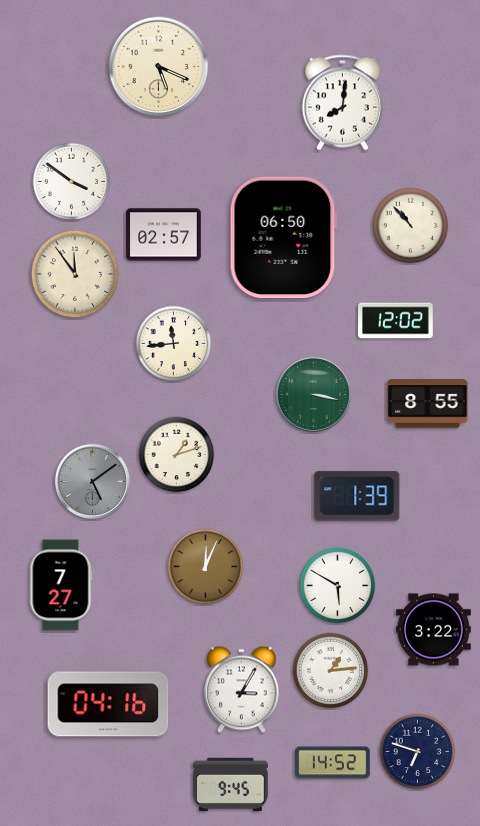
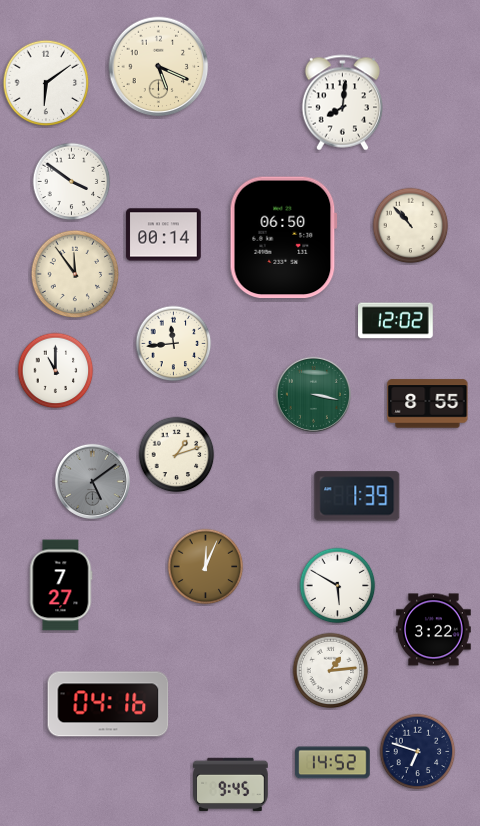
clock at (46, 83): none -> 6:09
clock at (164, 235): 02:57 -> 00:14
clock at (56, 371): none -> 11:00
clock at (242, 690): 3:05 -> none
